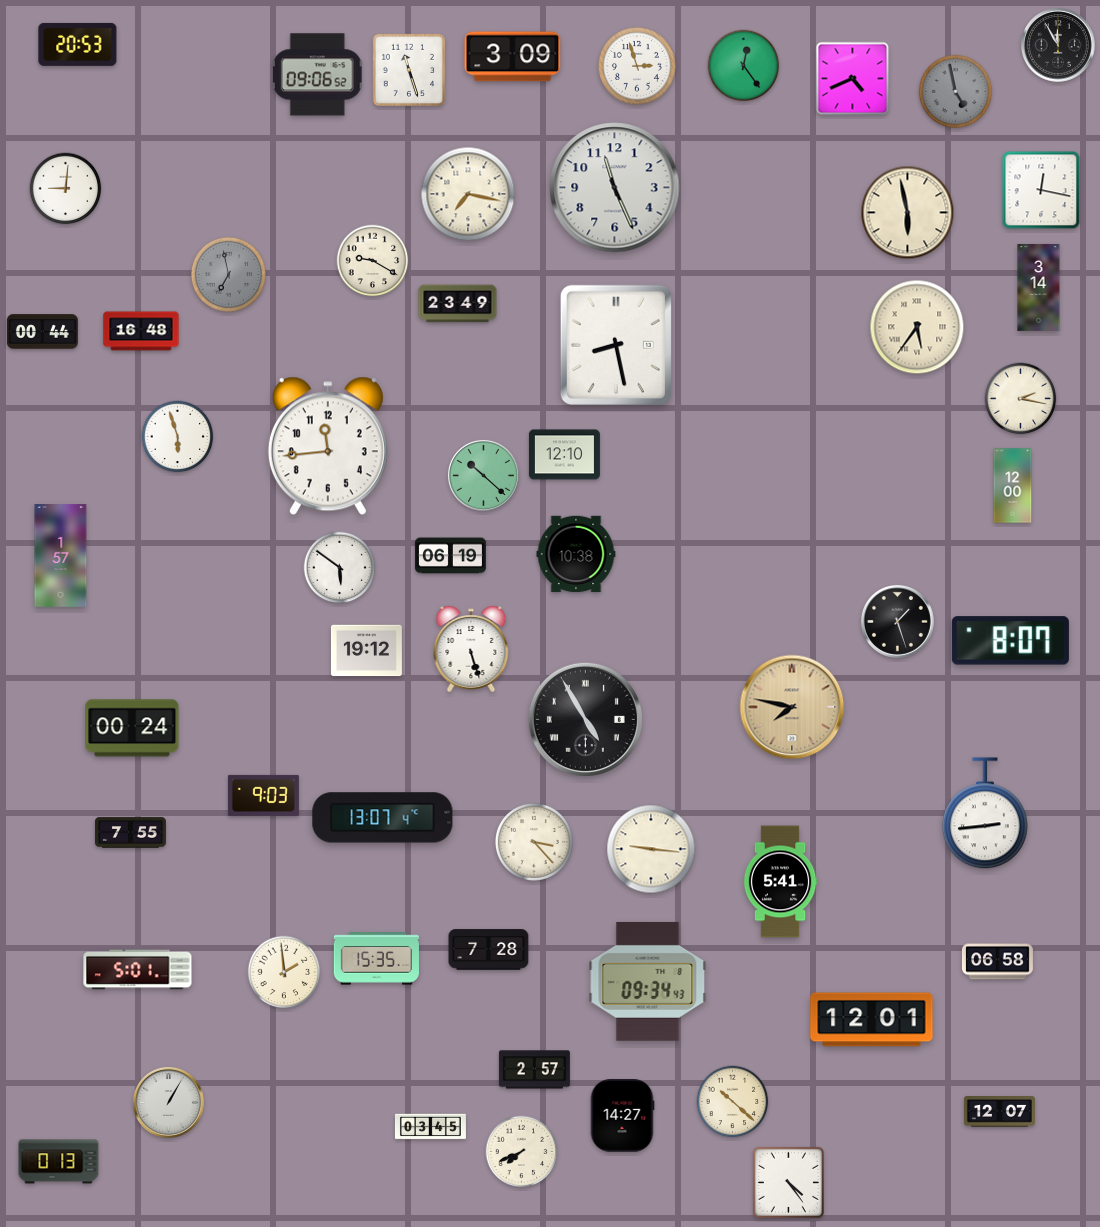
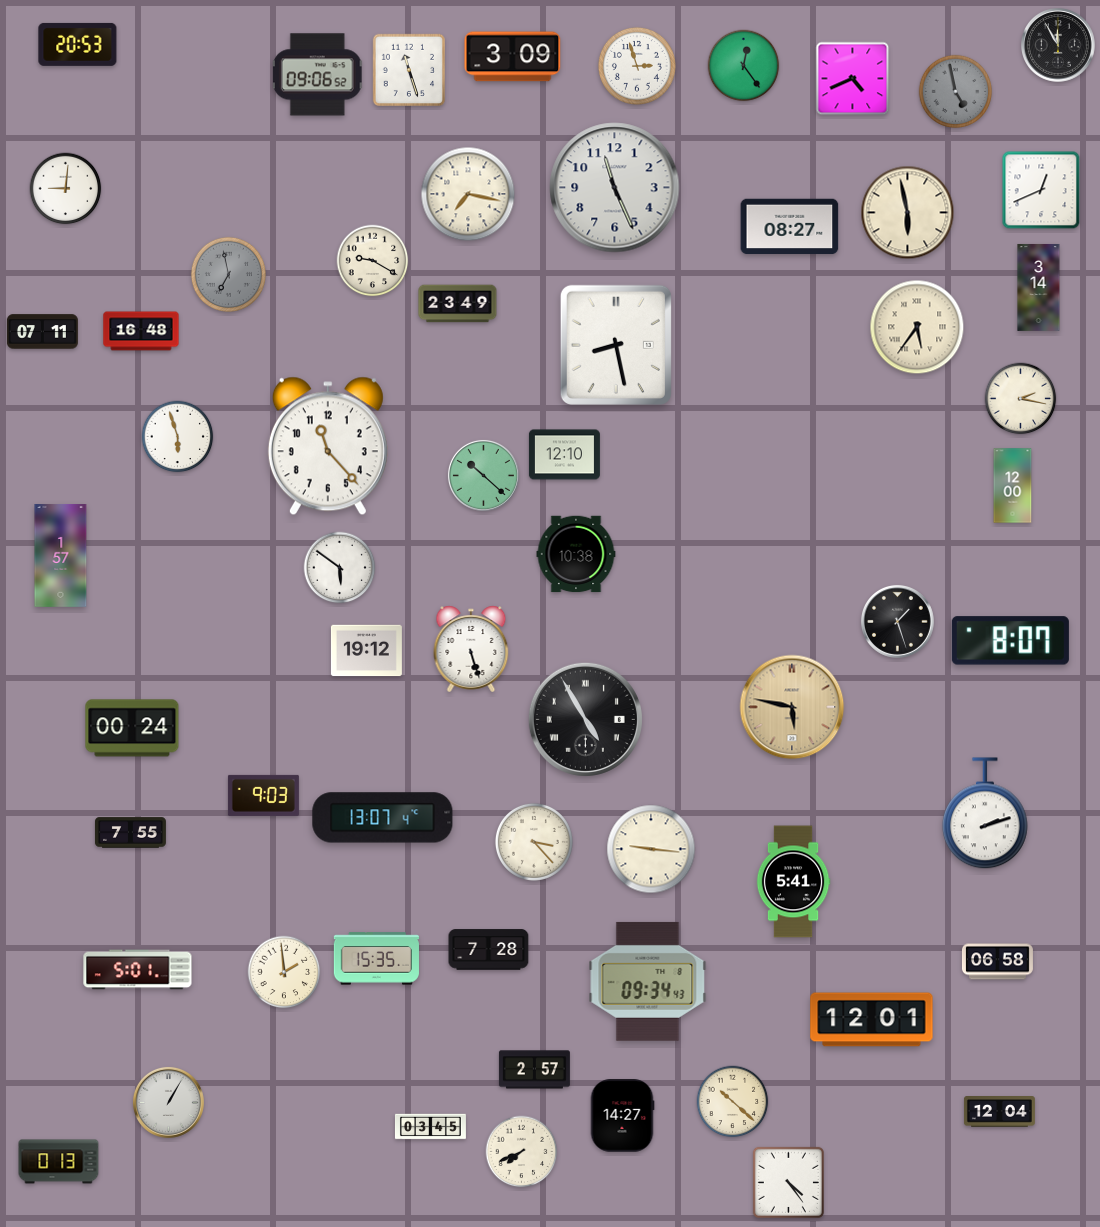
clock at (1041, 190): 12:17 -> 12:41
clock at (790, 227): none -> 08:27
clock at (42, 332): 00:44 -> 07:11
clock at (328, 446): 11:44 -> 11:23
clock at (450, 556): 06:19 -> none
clock at (792, 707): 7:47 -> 5:47
clock at (985, 814): 2:44 -> 2:12
clock at (780, 882) position: (780, 882) -> (793, 882)
clock at (999, 1112): 12:07 -> 12:04
